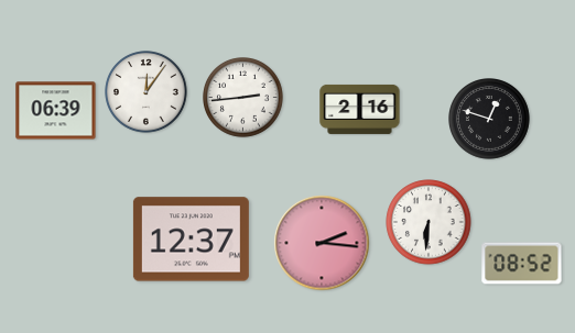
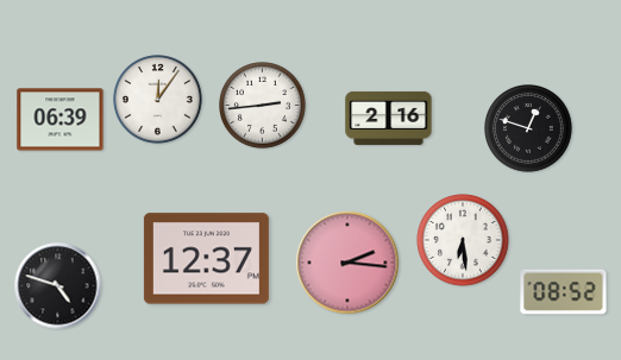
clock at (428, 222): 6:31 -> 6:29
clock at (522, 264) position: (522, 264) -> (564, 292)
clock at (58, 286): none -> 4:48
